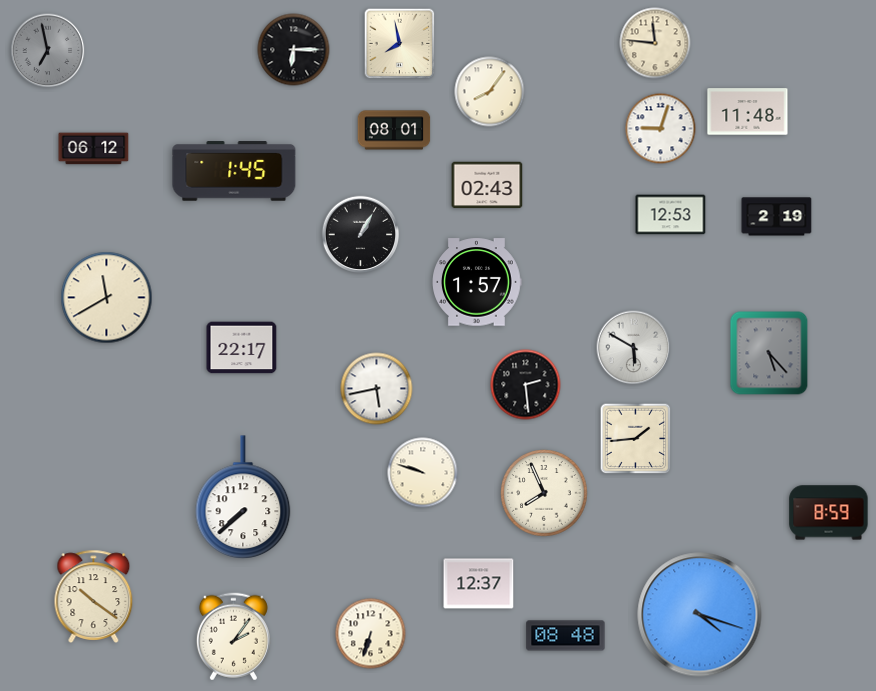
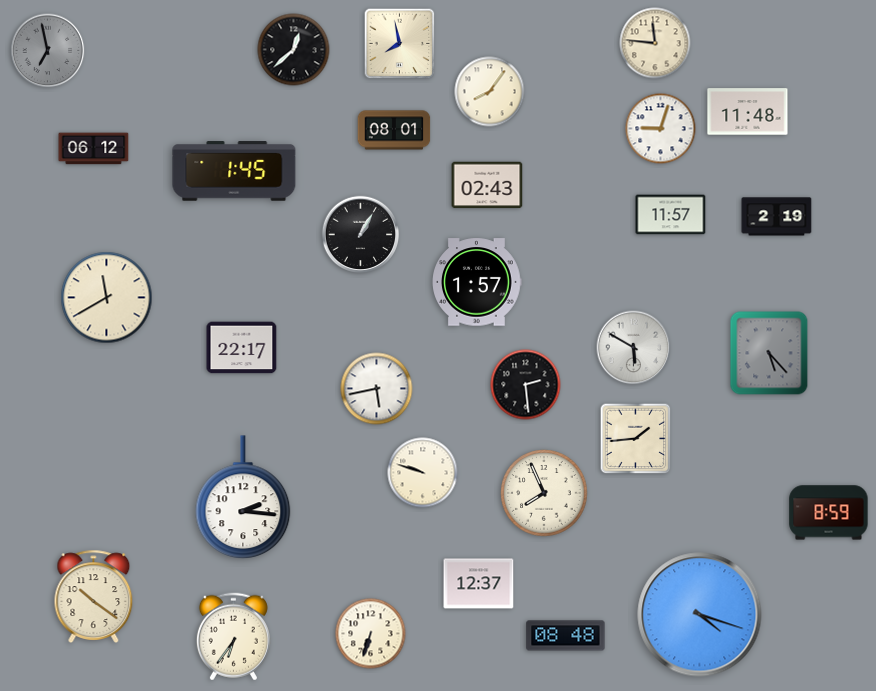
clock at (294, 50): 6:15 -> 12:38
clock at (671, 215): 12:53 -> 11:57
clock at (243, 497): 7:38 -> 2:16
clock at (233, 637): 2:06 -> 6:36
